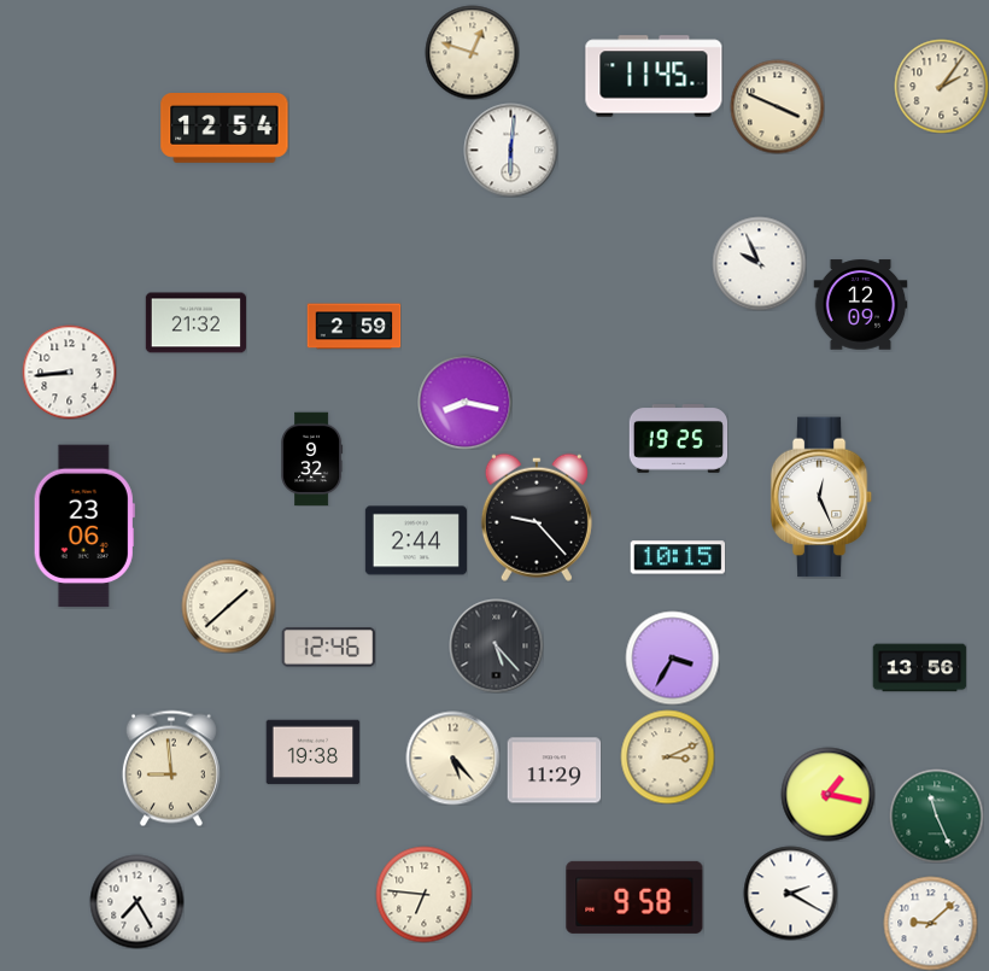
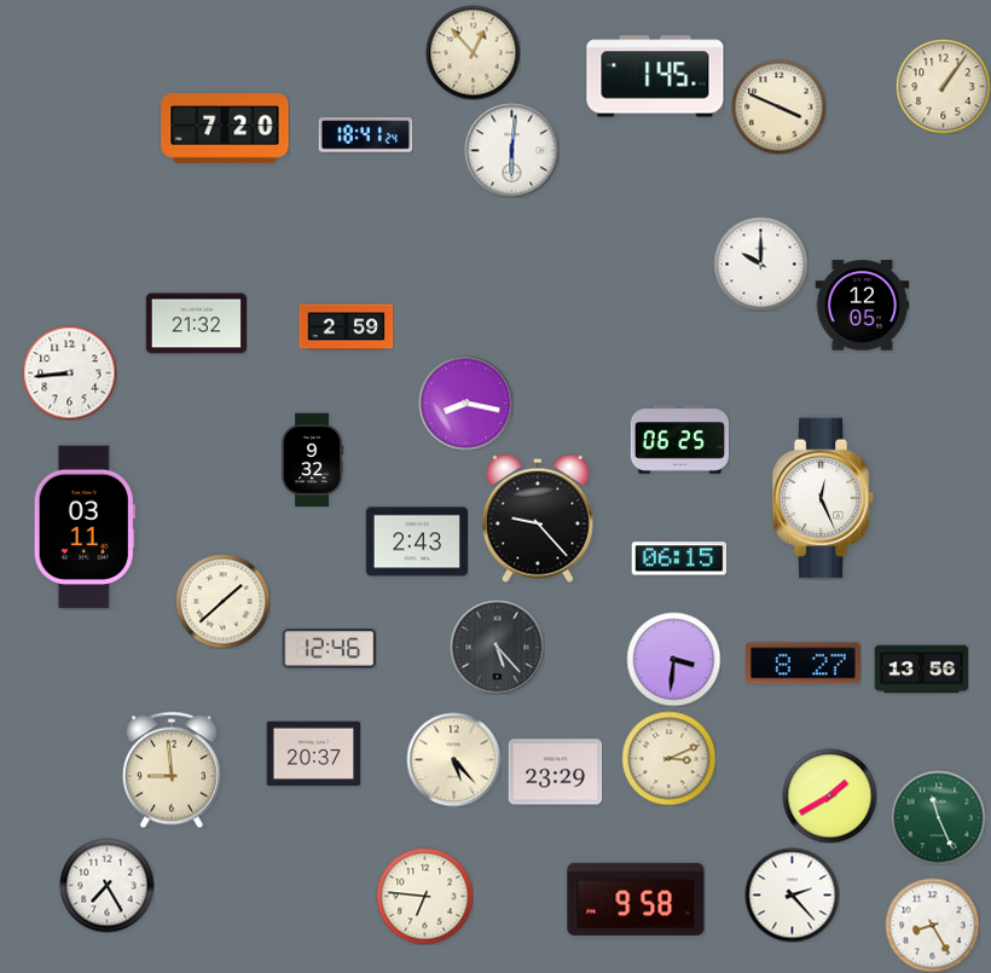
clock at (472, 52): 12:48 -> 12:53
clock at (654, 76): 11:45 -> 1:45
clock at (941, 86): 2:06 -> 1:06
clock at (224, 129): 12:54 -> 7:20
clock at (365, 135): none -> 18:41
clock at (759, 263): 9:56 -> 10:00
clock at (860, 305): 12:09 -> 12:05
clock at (353, 327) position: (353, 327) -> (346, 328)
clock at (678, 439): 19:25 -> 06:25
clock at (84, 526): 23:06 -> 03:11
clock at (416, 540): 2:44 -> 2:43
clock at (678, 557): 10:15 -> 06:15
clock at (228, 606) position: (228, 606) -> (222, 601)
clock at (672, 657): 3:35 -> 3:31
clock at (804, 664): none -> 8:27
clock at (312, 753): 19:38 -> 20:37
clock at (554, 771): 11:29 -> 23:29
clock at (827, 794): 1:17 -> 1:40
clock at (790, 893): 2:20 -> 2:23
clock at (136, 901) position: (136, 901) -> (106, 885)
clock at (930, 923): 9:08 -> 8:25
